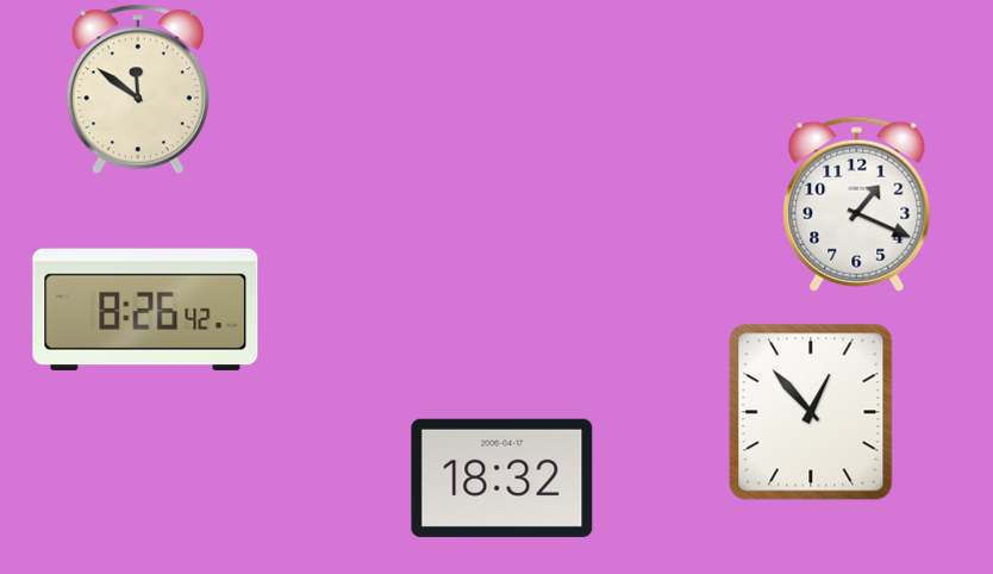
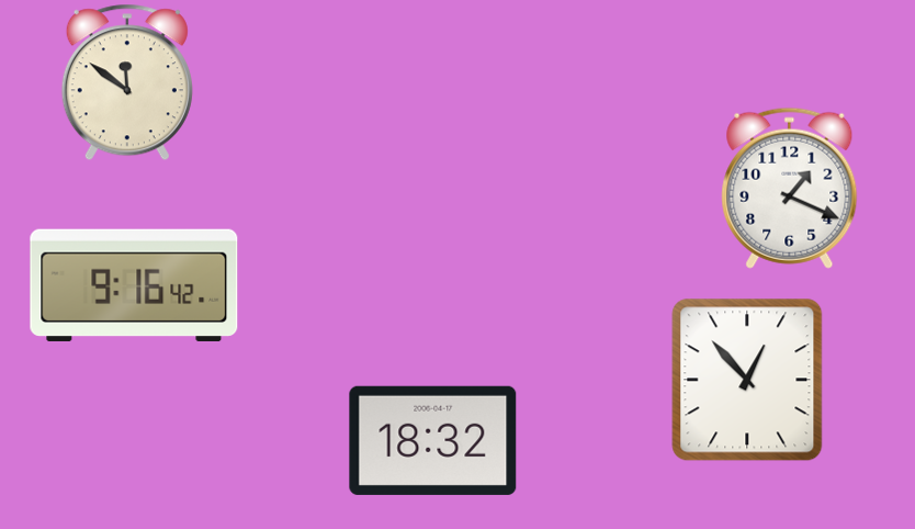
clock at (145, 310): 8:26 -> 9:16
clock at (502, 478) position: (502, 478) -> (433, 440)
